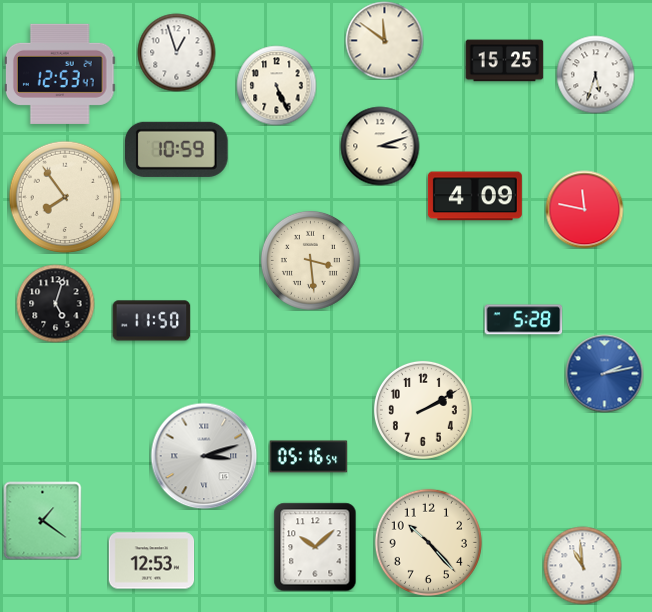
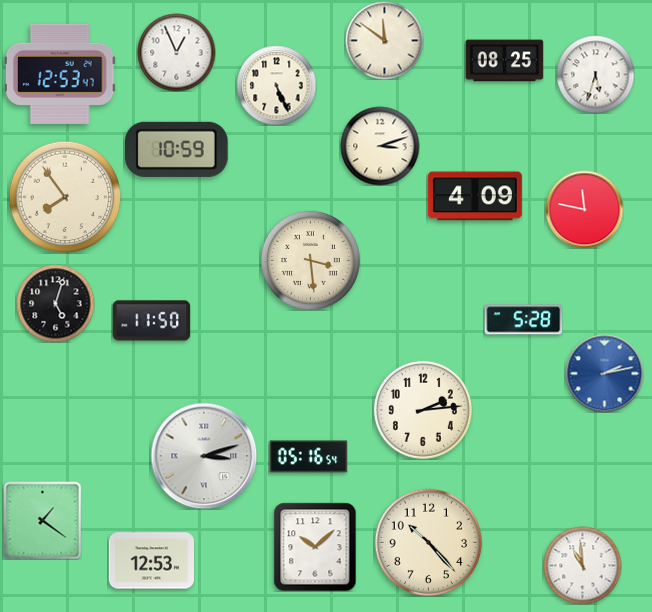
clock at (176, 52): 12:57 -> 12:56
clock at (504, 61): 15:25 -> 08:25
clock at (423, 410): 2:10 -> 2:14
